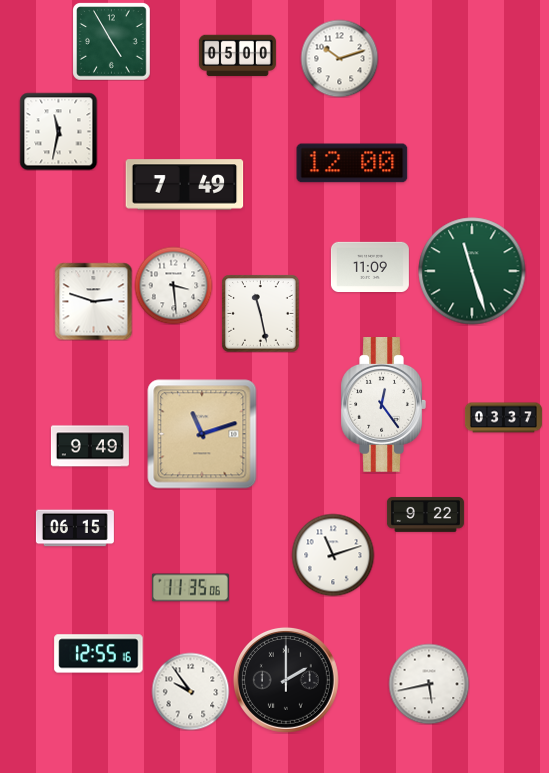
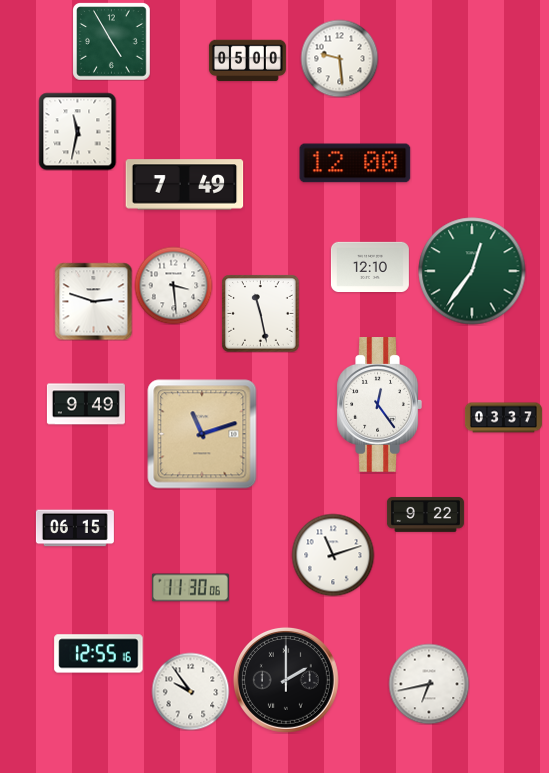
clock at (237, 56) position: (237, 56) -> (247, 61)
clock at (339, 58): 10:12 -> 9:29
clock at (58, 131) position: (58, 131) -> (77, 131)
clock at (352, 163) position: (352, 163) -> (355, 163)
clock at (370, 266): 11:09 -> 12:10
clock at (472, 271): 11:27 -> 12:36
clock at (383, 405) position: (383, 405) -> (379, 405)
clock at (90, 446) position: (90, 446) -> (86, 404)
clock at (190, 588): 11:35 -> 11:30
clock at (429, 684): 5:43 -> 6:43
